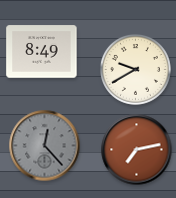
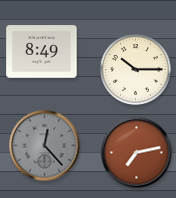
clock at (135, 69): 9:40 -> 10:15
clock at (137, 150) position: (137, 150) -> (137, 153)
